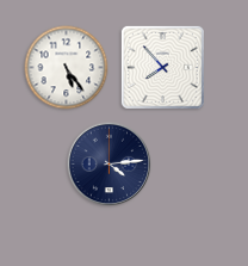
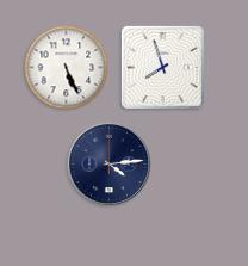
clock at (162, 67): 7:53 -> 7:57
clock at (67, 68): 5:24 -> 5:26
